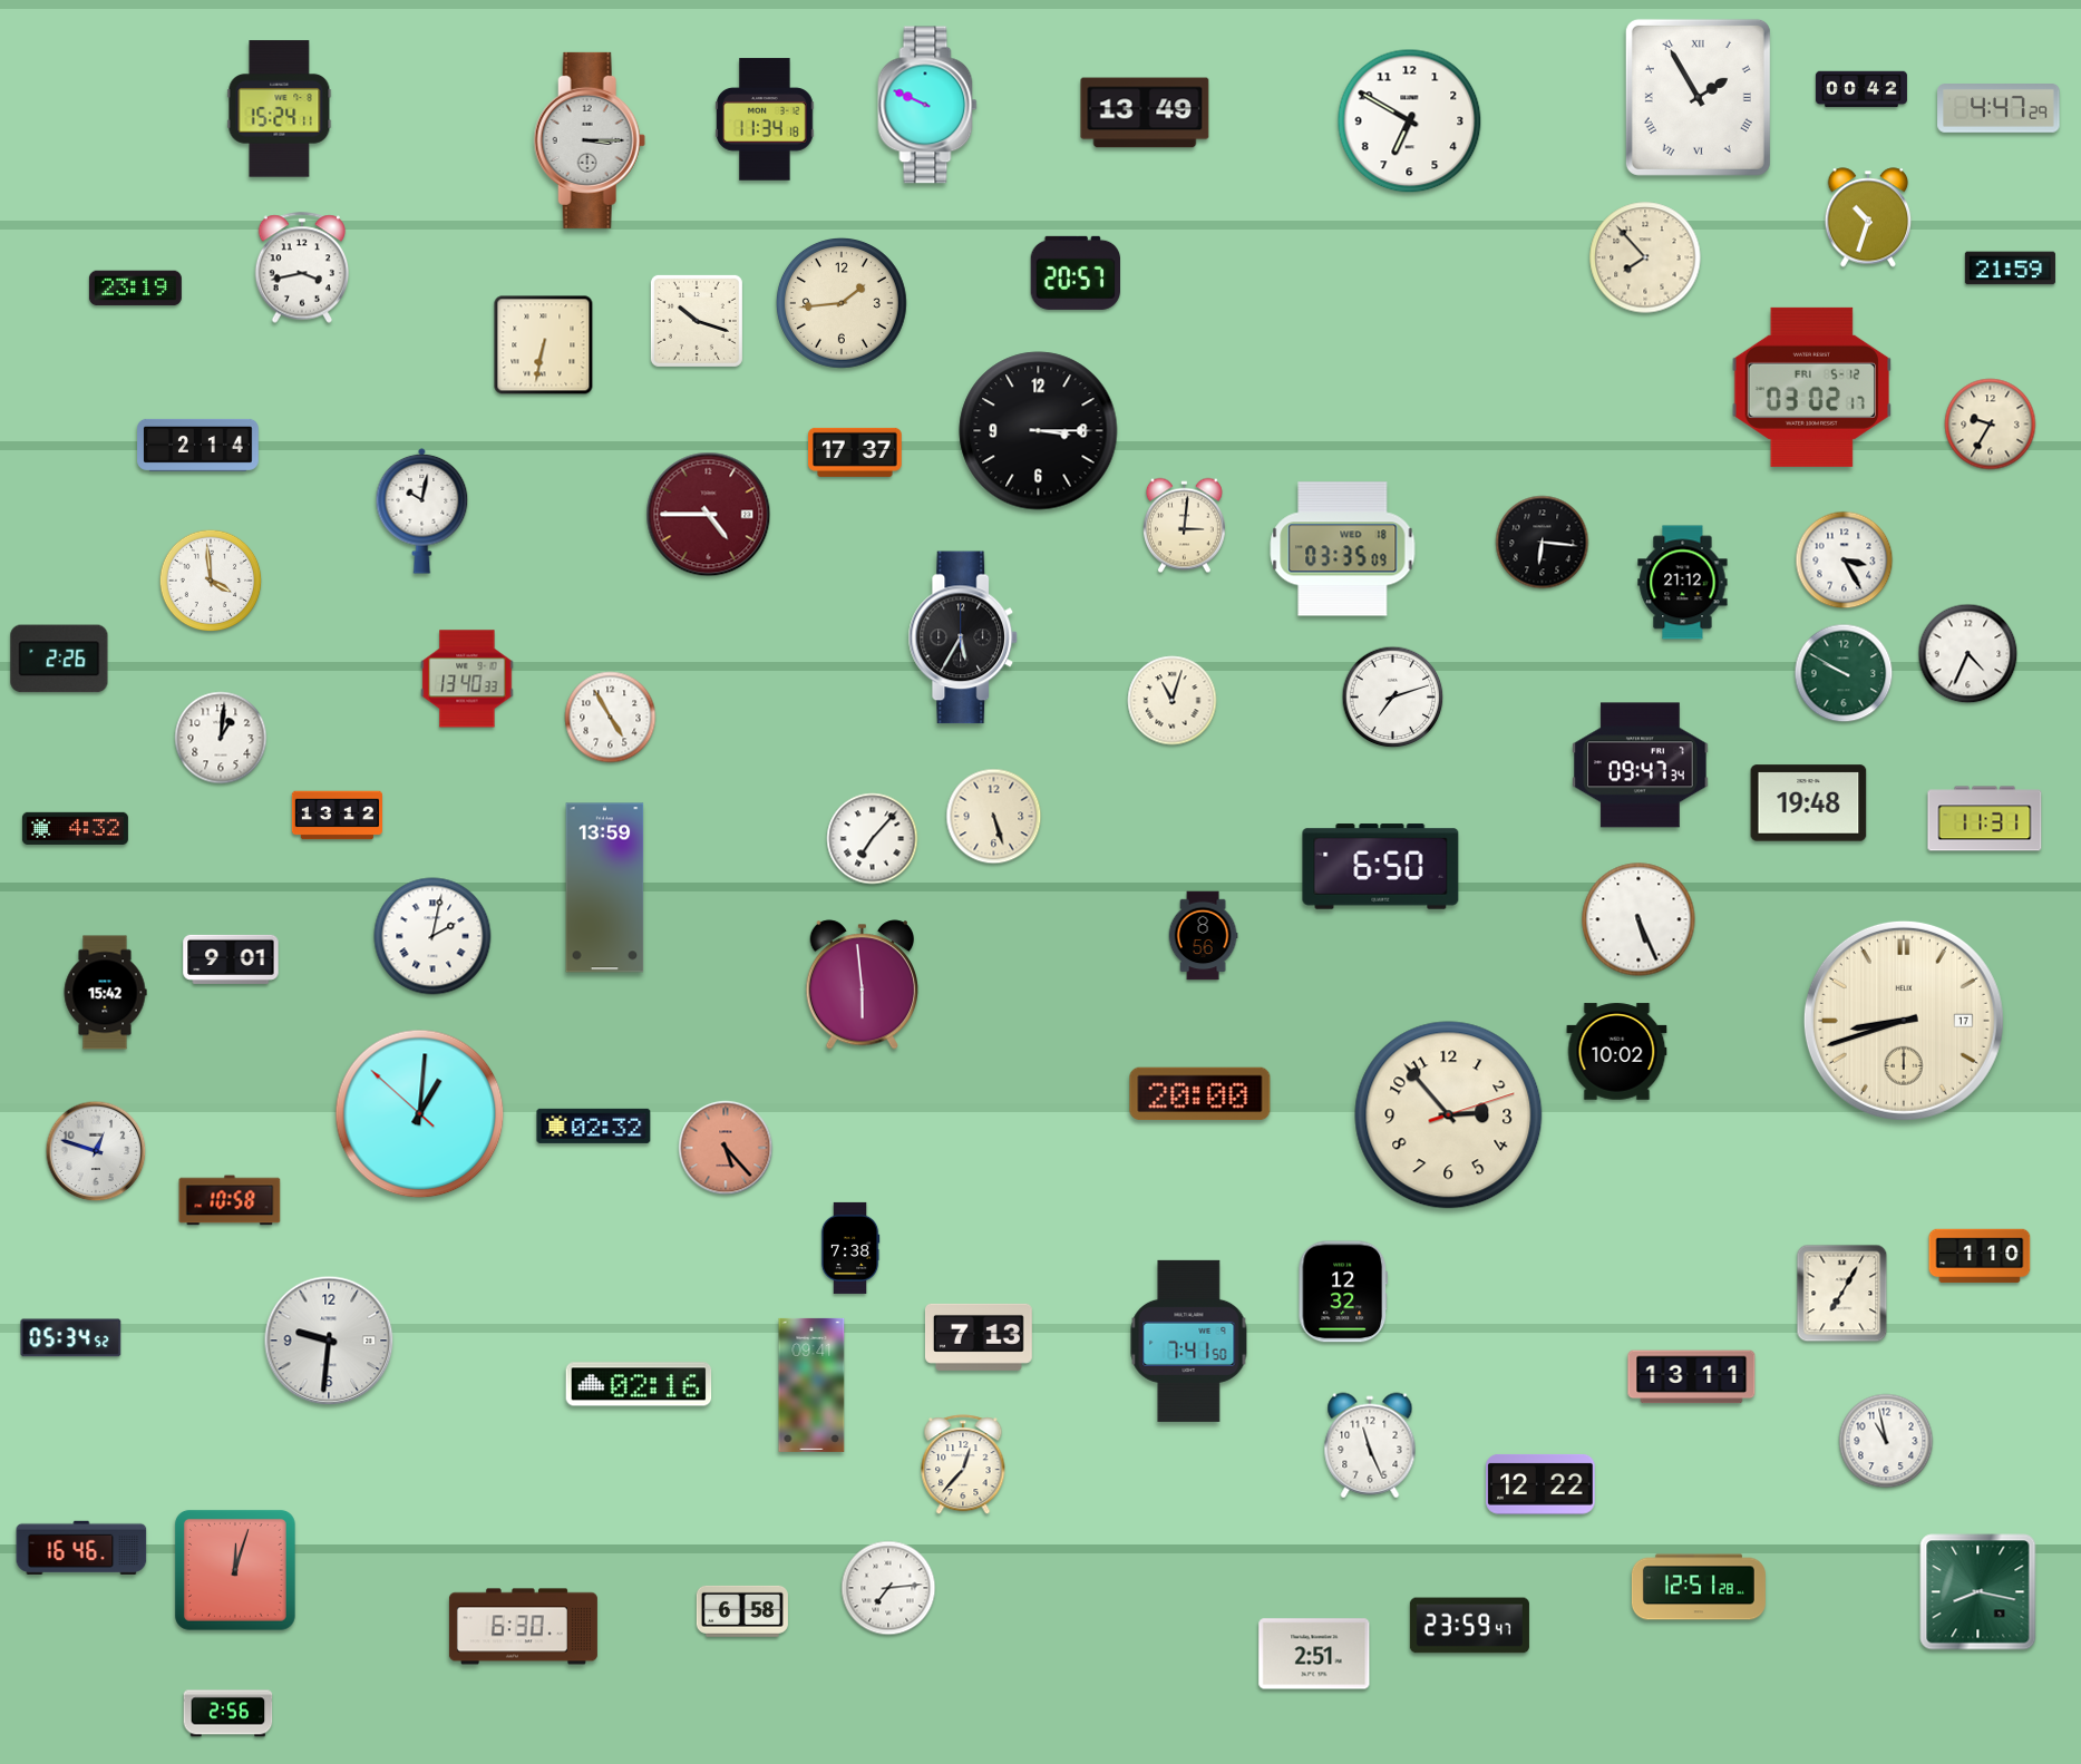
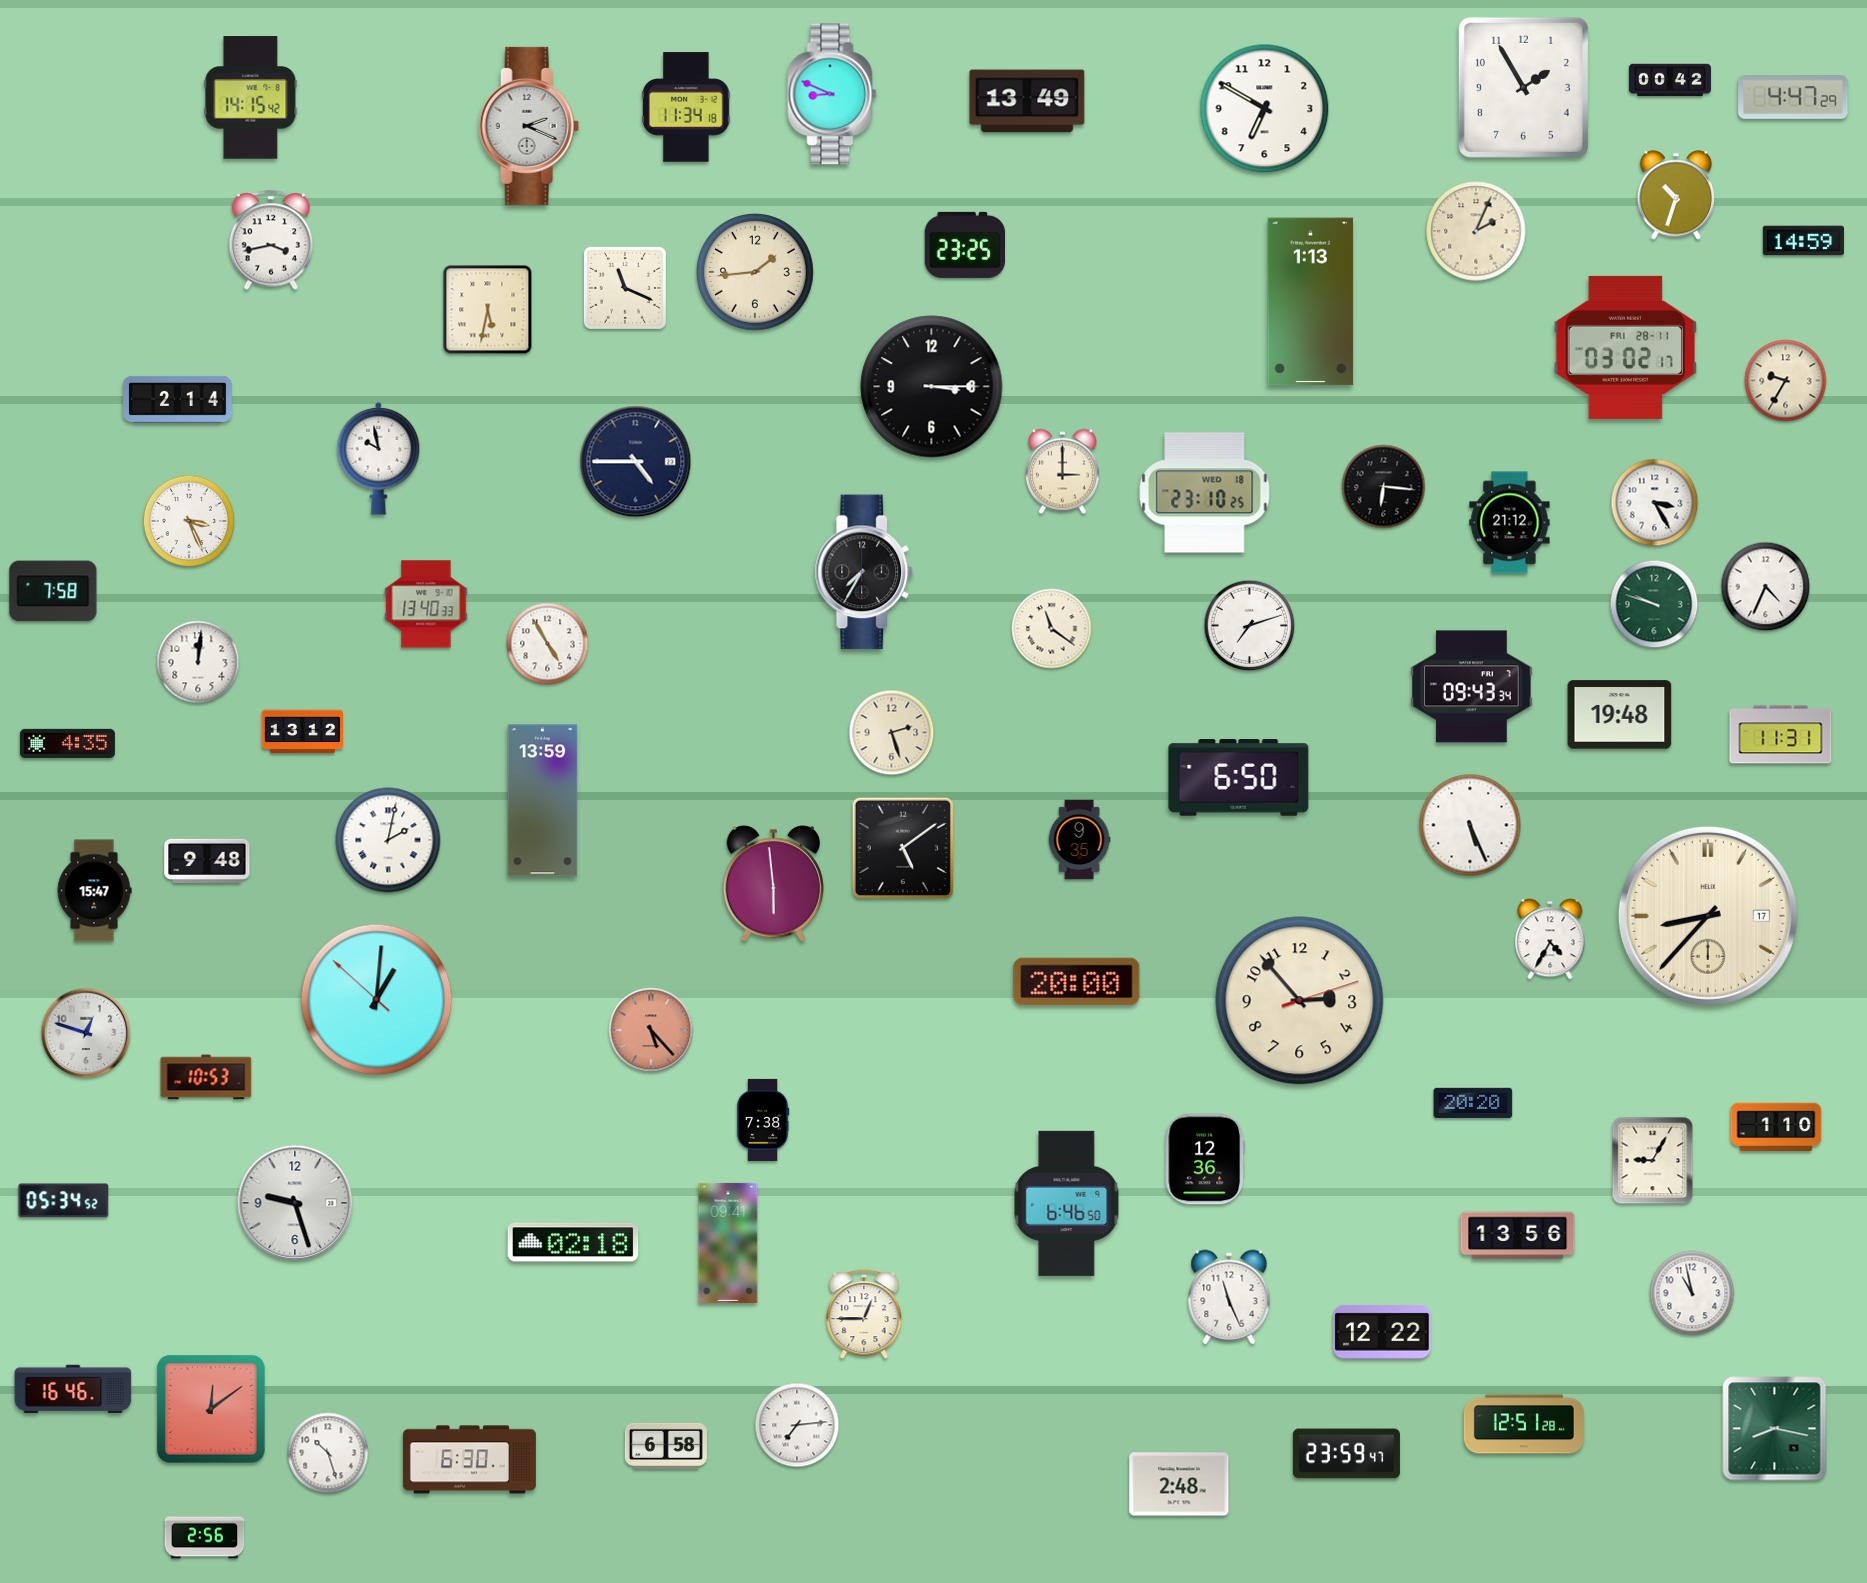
clock at (1698, 97) numerals: Roman -> Arabic
clock at (927, 105): 9:49 -> 8:49
clock at (280, 109): 15:24 -> 14:15
clock at (590, 140): 3:15 -> 2:19
clock at (1645, 257): 7:53 -> 2:04
clock at (2010, 269): 21:59 -> 14:59
clock at (1076, 273): 20:57 -> 23:25
clock at (135, 289): 23:19 -> none
clock at (697, 321): 10:18 -> 11:19
clock at (1311, 302): none -> 1:13
clock at (544, 345): 6:32 -> 5:32
clock at (1811, 387) date: FRI 5-12 -> FRI 28-11
clock at (855, 452): 17:37 -> none
clock at (422, 510): 10:02 -> 9:58
clock at (709, 515) dial: burgundy -> navy
clock at (1184, 526): 3:01 -> 3:00
clock at (1343, 549): 03:35 -> 23:10
clock at (211, 581): 3:59 -> 3:26
clock at (963, 637): 5:35 -> 7:35
clock at (59, 659): 2:26 -> 7:58
clock at (1844, 673): 9:50 -> 9:48
clock at (467, 679) position: (467, 679) -> (426, 604)
clock at (1173, 701): 11:03 -> 11:21
clock at (221, 738): 1:01 -> 12:01
clock at (1641, 766): 09:47 -> 09:43
clock at (1809, 803) position: (1809, 803) -> (1620, 715)
clock at (994, 817): 5:27 -> 2:27
clock at (75, 828): 4:32 -> 4:35
clock at (873, 839): 7:07 -> none
clock at (605, 888) position: (605, 888) -> (543, 801)
clock at (1203, 936): 8:56 -> 9:35
clock at (903, 848): none -> 5:09
clock at (231, 959): 9:01 -> 9:48
clock at (105, 993): 15:42 -> 15:47
clock at (1904, 1021): 8:42 -> 8:37
clock at (1550, 939): none -> 4:35
clock at (1617, 1052): 10:02 -> none
clock at (594, 1125): 02:32 -> none
clock at (230, 1200): 10:58 -> 10:53
clock at (1473, 1103): none -> 20:20
clock at (1342, 1292): 12:32 -> 12:36
clock at (1842, 1294): 7:05 -> 9:05
clock at (979, 1337): 7:13 -> none
clock at (329, 1341): 9:31 -> 9:27
clock at (1189, 1341): 7:41 -> 6:46
clock at (1692, 1377): 13:11 -> 13:56
clock at (639, 1384): 02:16 -> 02:18
clock at (963, 1465): 12:37 -> 12:45
clock at (236, 1571): 12:03 -> 12:09
clock at (328, 1453): none -> 10:27
clock at (1469, 1626) position: (1469, 1626) -> (1346, 1454)
clock at (1314, 1654): 2:51 -> 2:48
